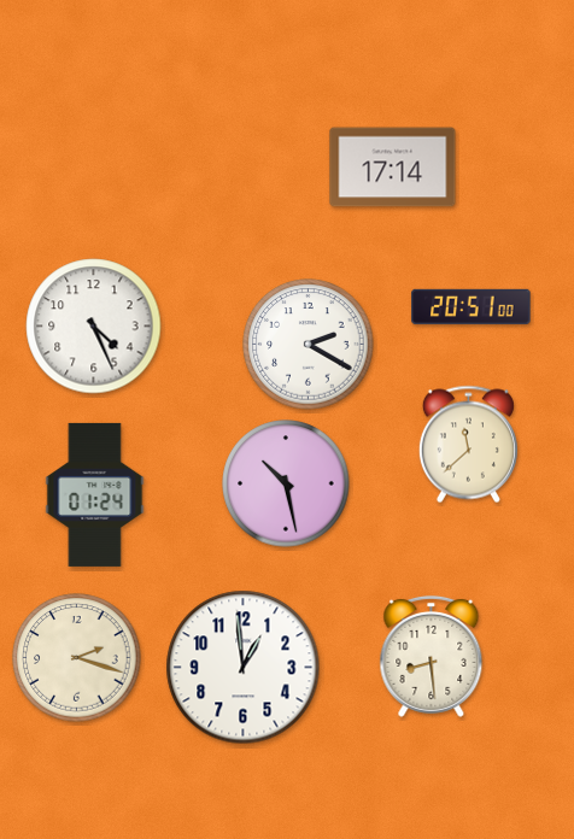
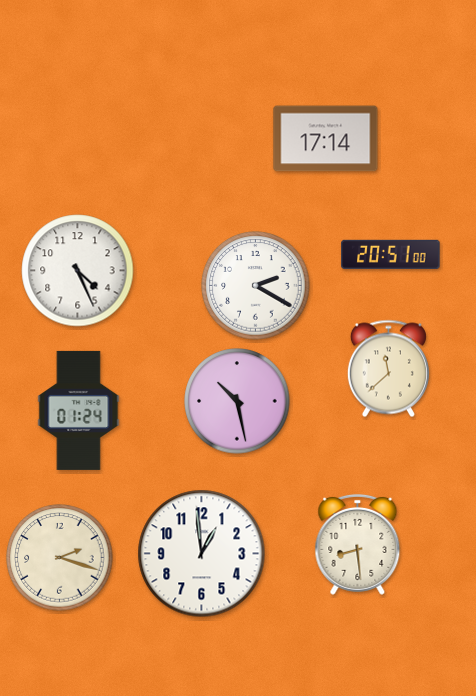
clock at (77, 658) position: (77, 658) -> (60, 558)
